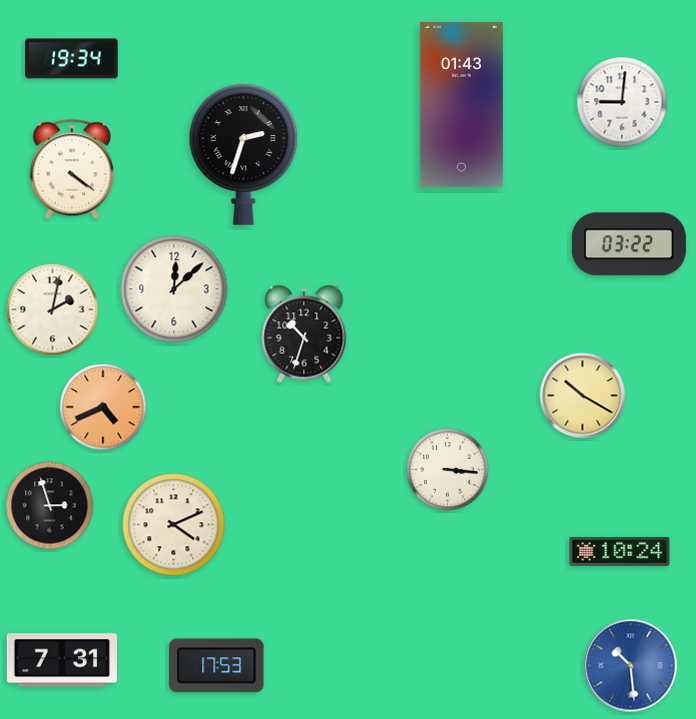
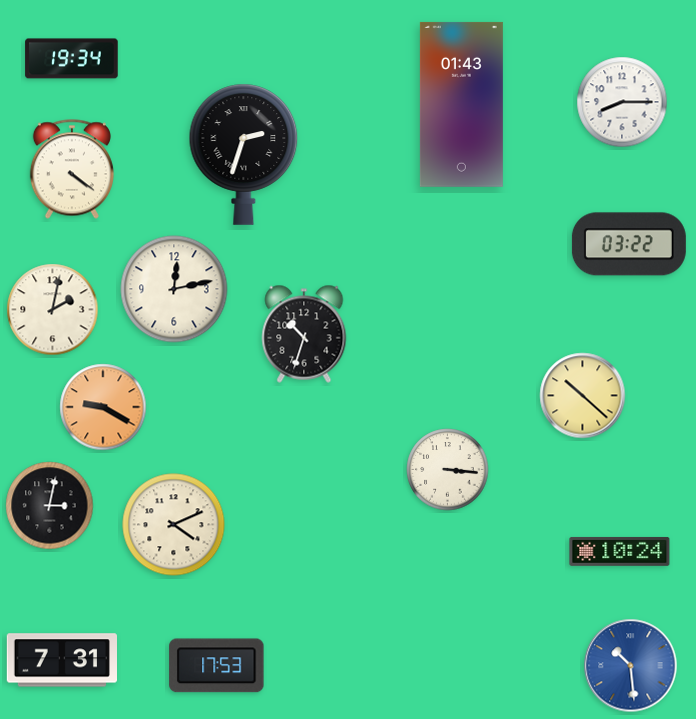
clock at (622, 102): 9:01 -> 8:15
clock at (174, 289): 12:08 -> 12:13
clock at (583, 396): 10:20 -> 10:22
clock at (103, 407): 4:41 -> 9:20
clock at (50, 506): 2:57 -> 3:02
